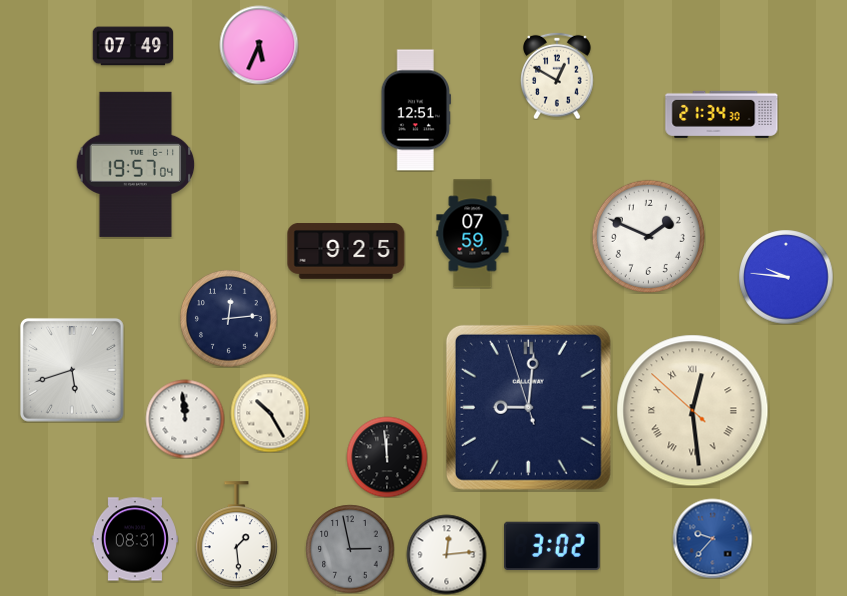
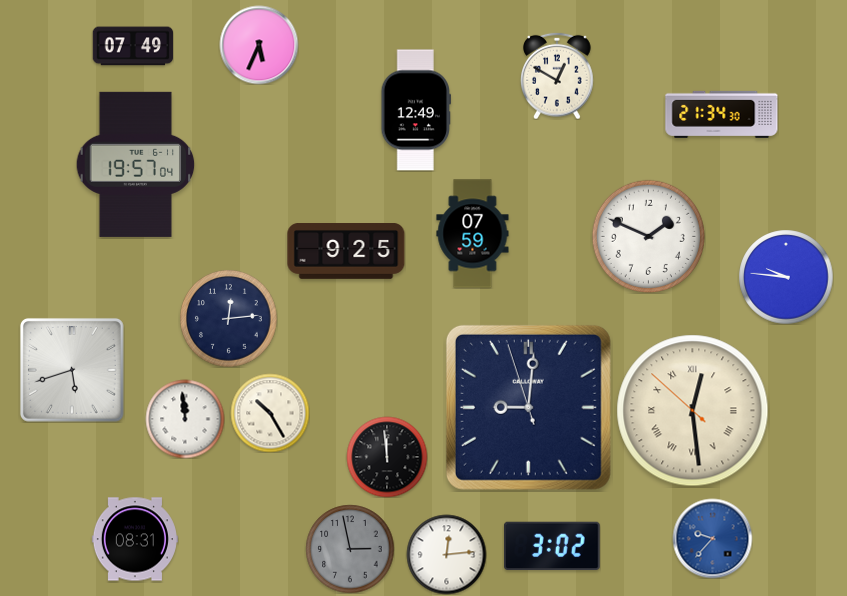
clock at (415, 110): 12:51 -> 12:49
clock at (236, 535): 1:29 -> none
